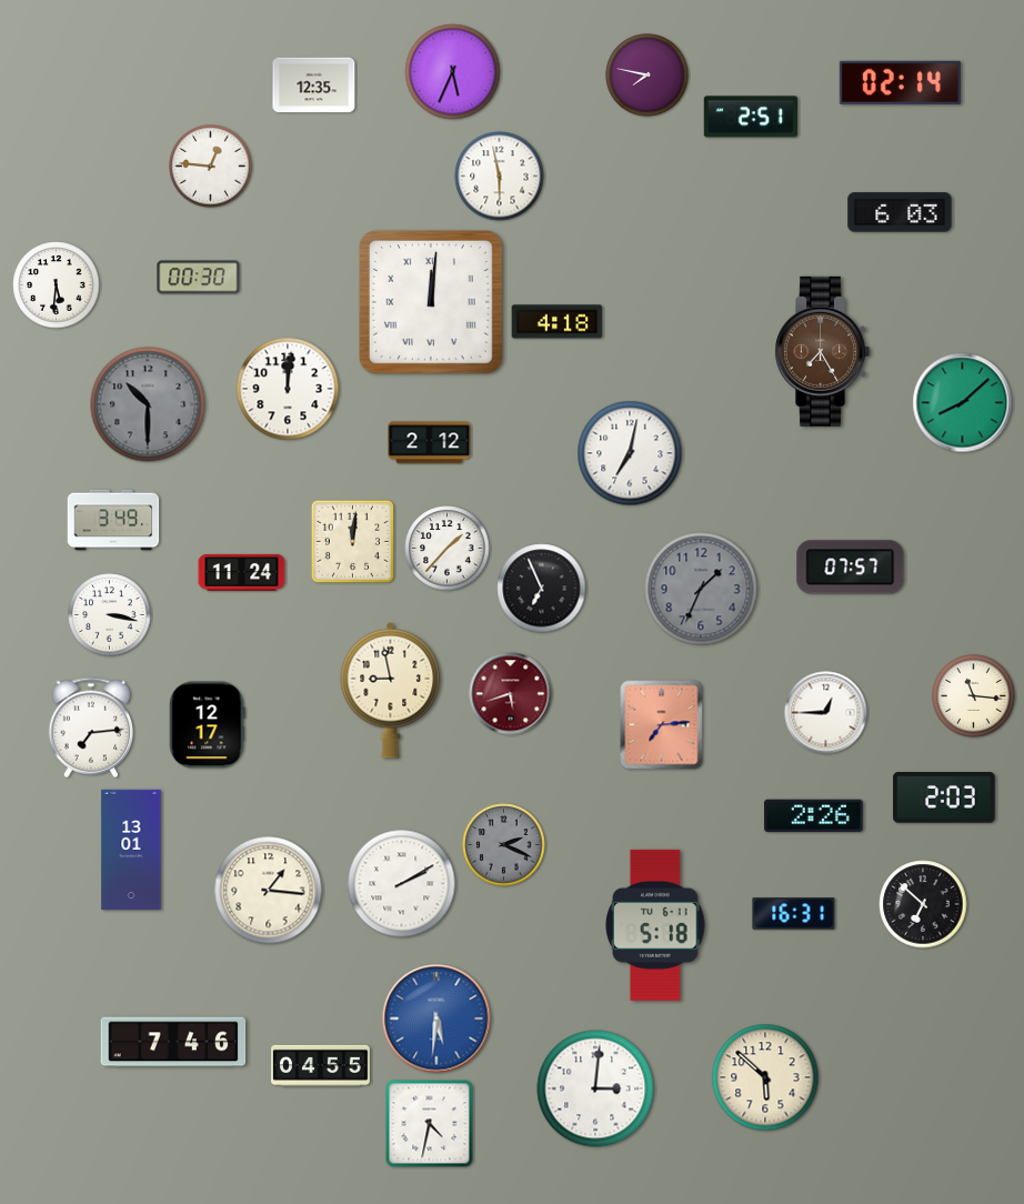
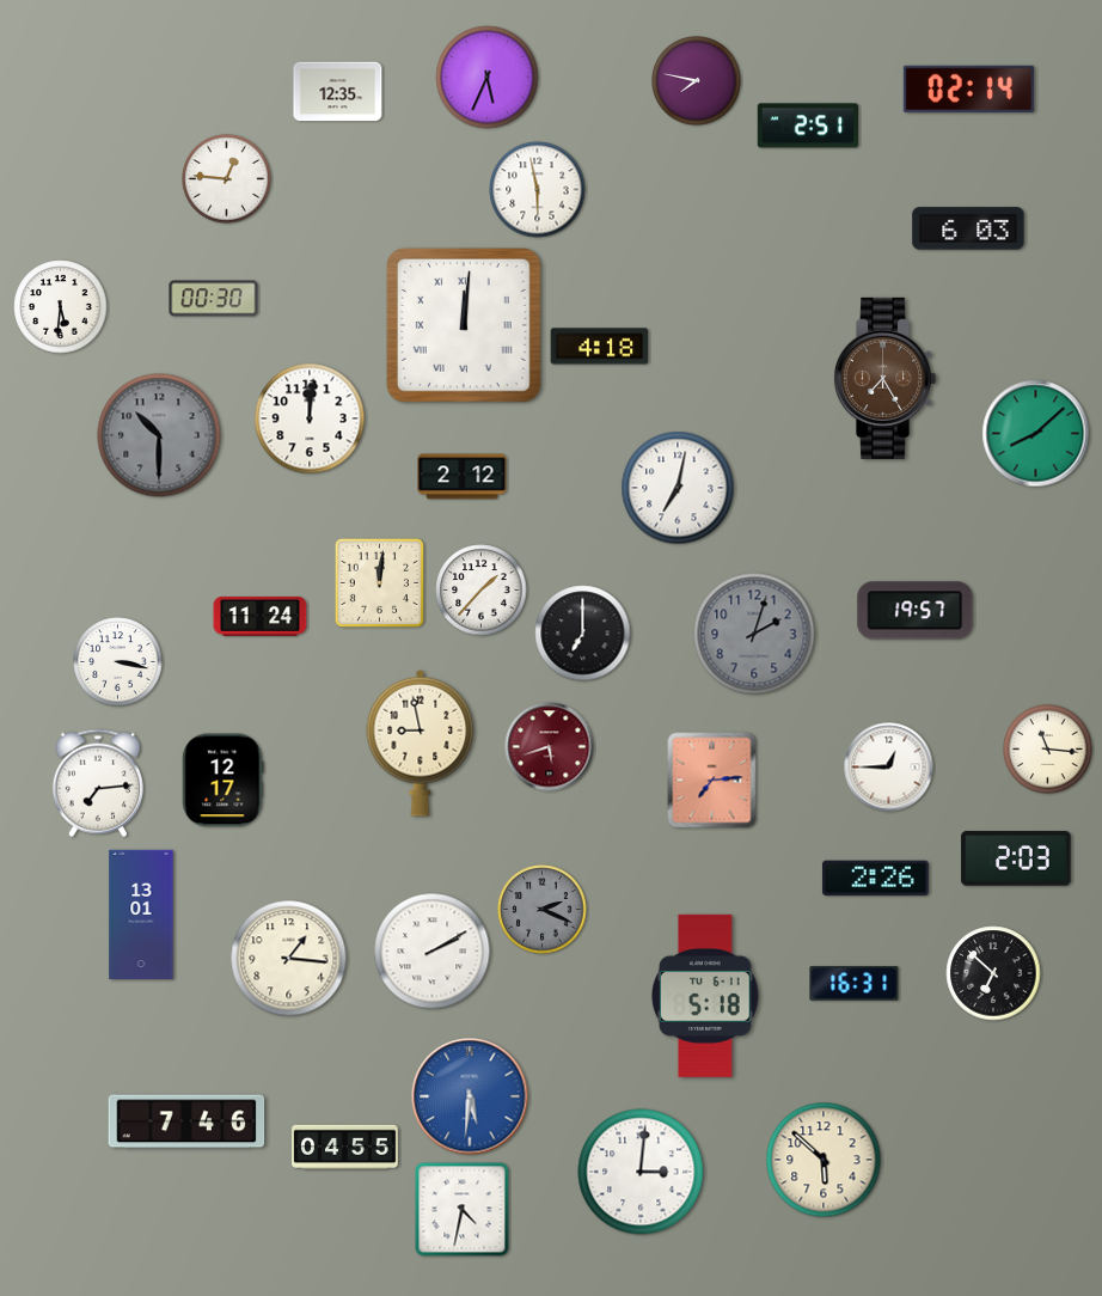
clock at (113, 520): 3:49 -> none
clock at (851, 568): 07:57 -> 19:57
clock at (542, 589): 6:56 -> 7:00
clock at (701, 589): 1:34 -> 2:03
